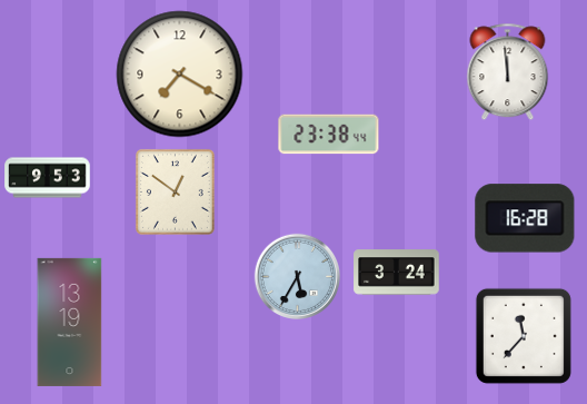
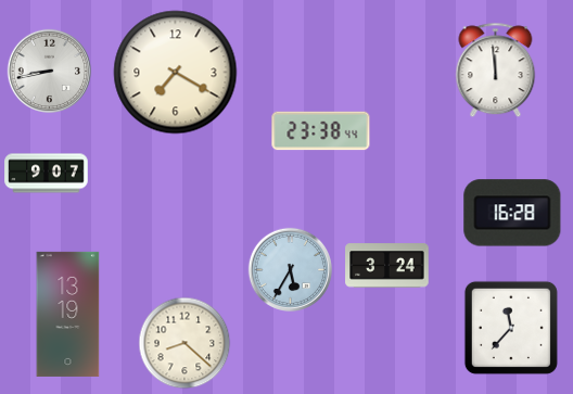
clock at (49, 71): none -> 8:43
clock at (48, 178): 9:53 -> 9:07
clock at (175, 191): 12:51 -> none
clock at (184, 343): none -> 8:22
